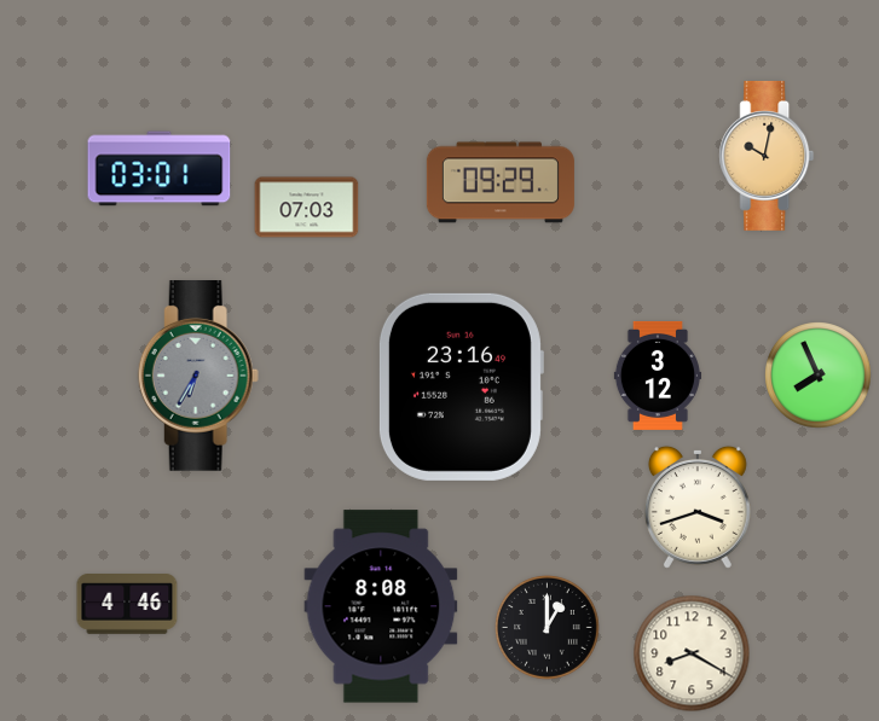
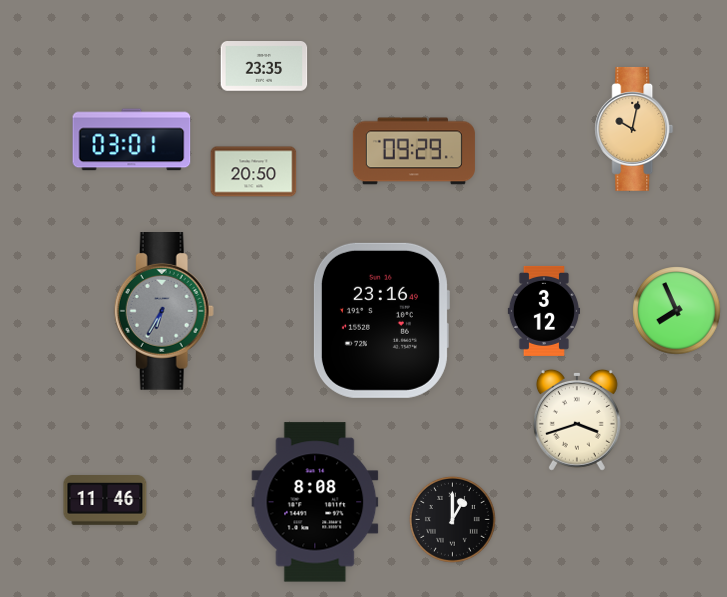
clock at (264, 66): none -> 23:35
clock at (307, 208): 07:03 -> 20:50
clock at (127, 605): 4:46 -> 11:46
clock at (692, 653): 8:20 -> none
